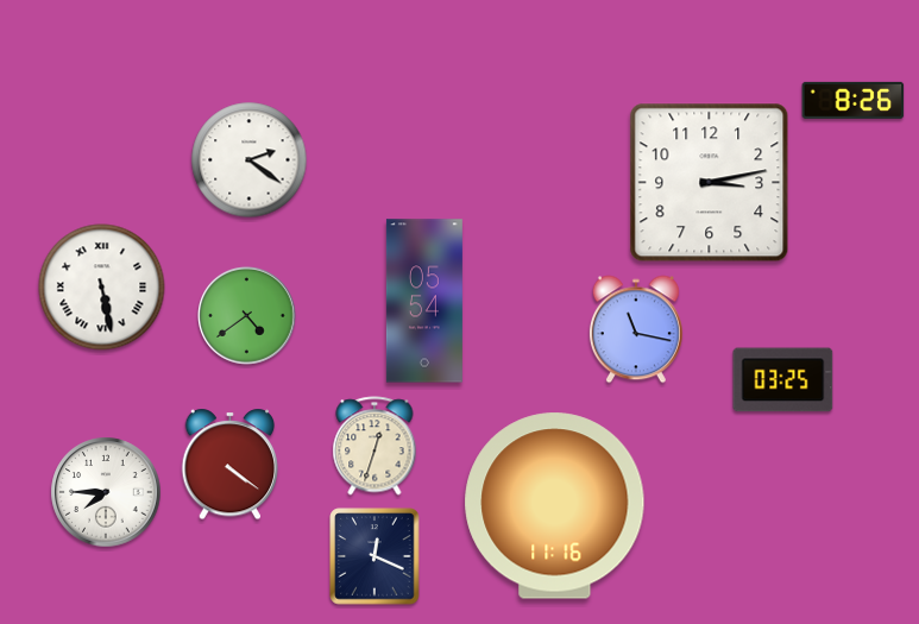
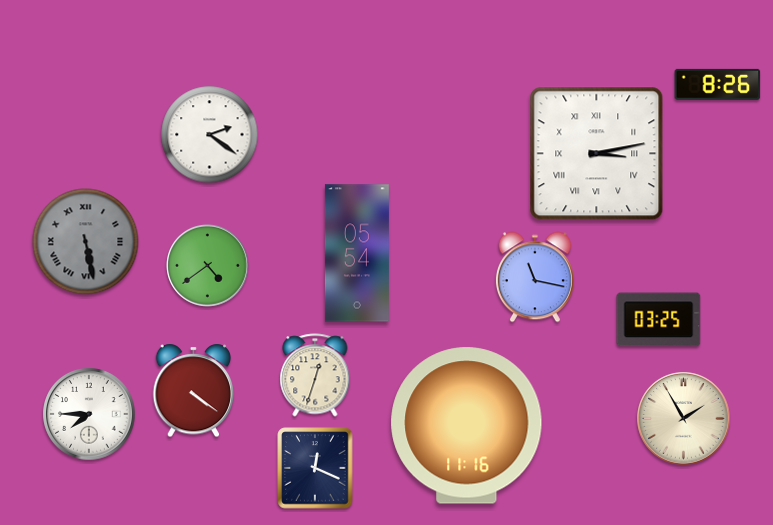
clock at (710, 183) numerals: Arabic -> Roman
clock at (102, 288) dial: white -> grey
clock at (684, 419): none -> 1:55
